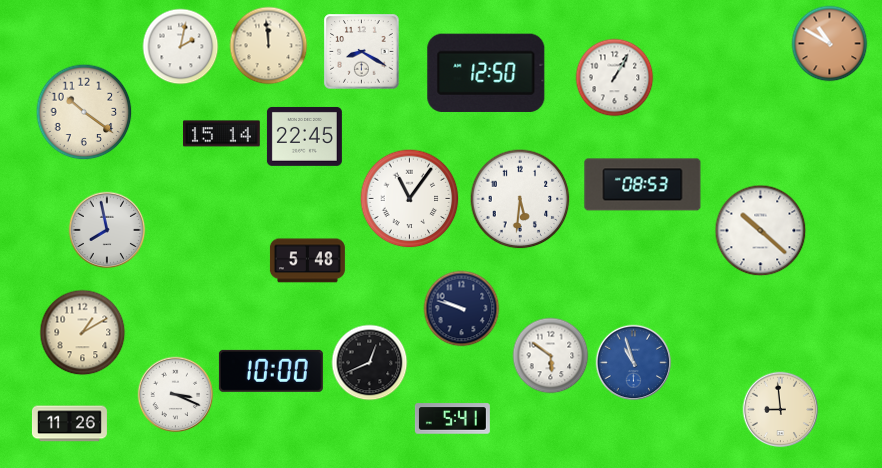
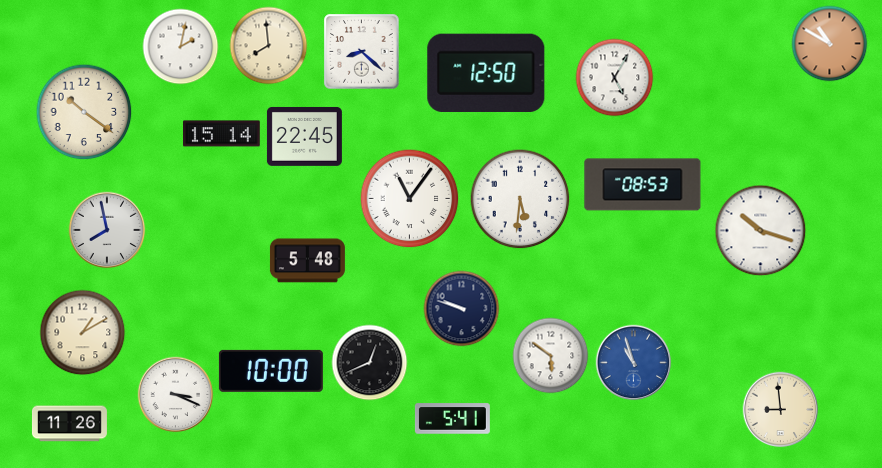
clock at (269, 46): 11:59 -> 7:59
clock at (362, 52): 8:20 -> 8:22
clock at (615, 78): 1:05 -> 5:05
clock at (761, 231): 10:22 -> 10:18
